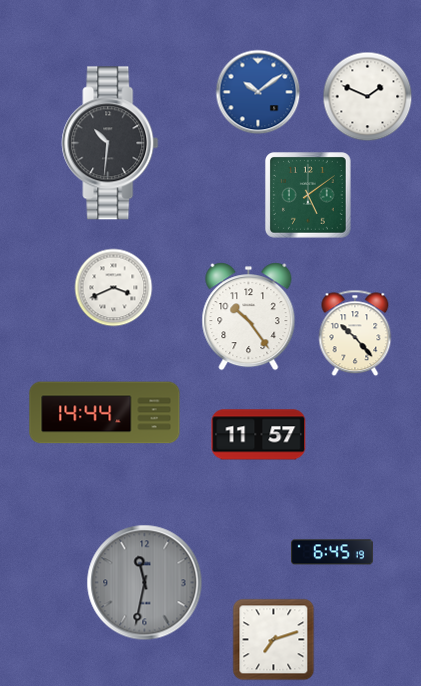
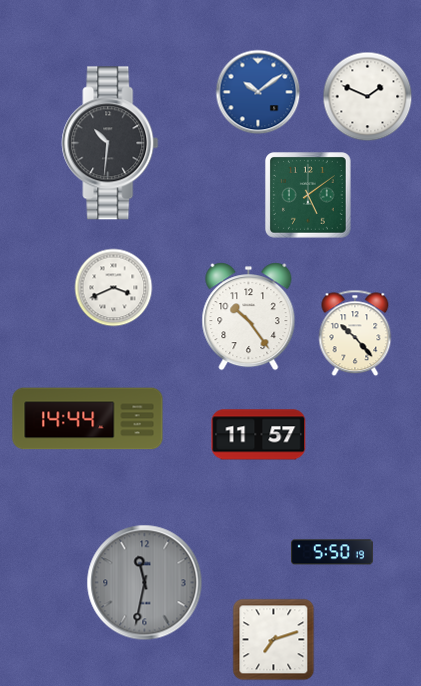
clock at (105, 413) position: (105, 413) -> (88, 419)
clock at (332, 552): 6:45 -> 5:50
